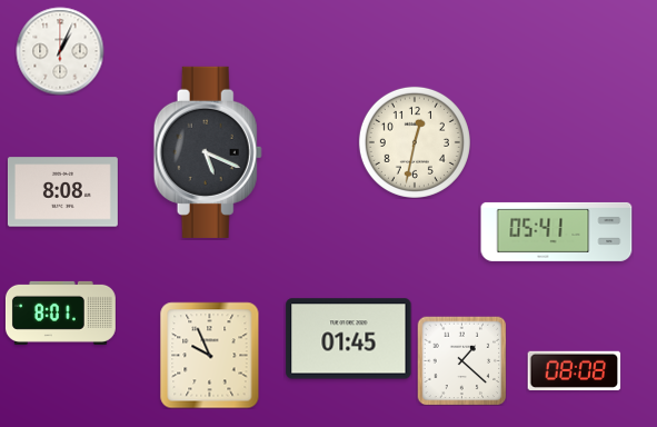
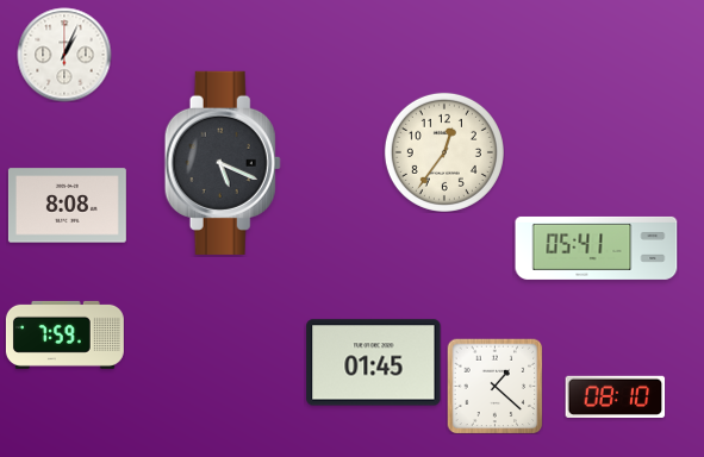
clock at (415, 142): 12:32 -> 12:36
clock at (60, 312): 8:01 -> 7:59
clock at (210, 355): 9:56 -> none
clock at (574, 370): 08:08 -> 08:10
